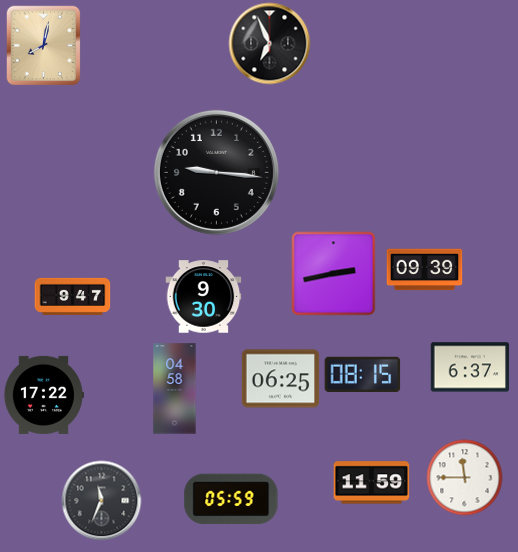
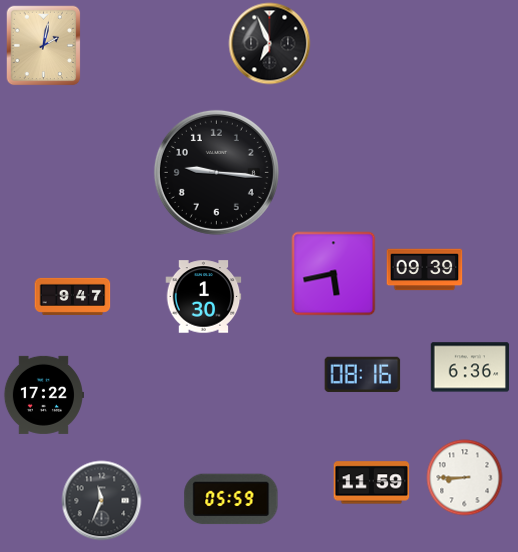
clock at (44, 46): 8:02 -> 2:02
clock at (334, 274): 2:43 -> 5:43
clock at (204, 297): 9:30 -> 1:30
clock at (470, 367): 6:37 -> 6:36
clock at (363, 374): 08:15 -> 08:16
clock at (281, 379): 06:25 -> none
clock at (175, 389): 04:58 -> none
clock at (465, 478): 11:45 -> 8:45
